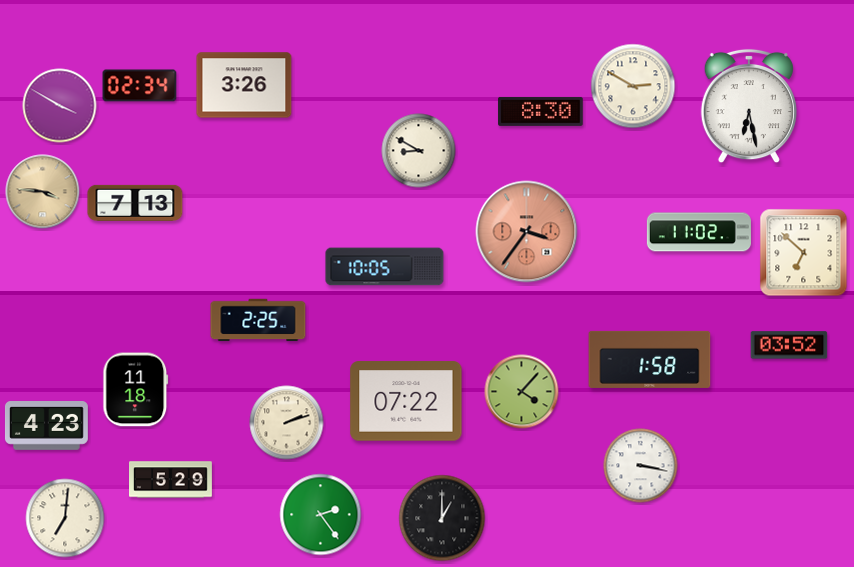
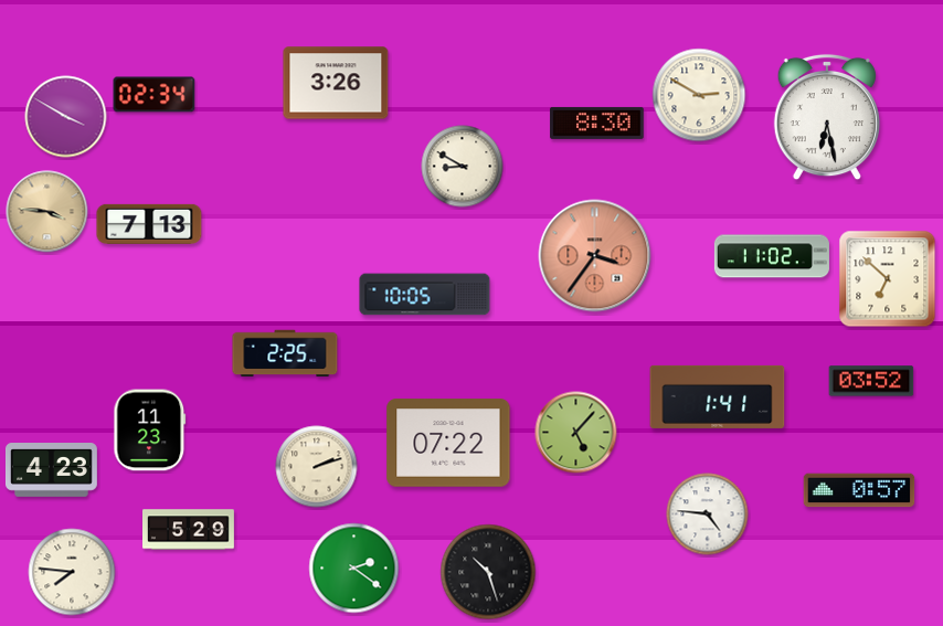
clock at (244, 85) position: (244, 85) -> (336, 83)
clock at (527, 232) position: (527, 232) -> (595, 256)
clock at (650, 359): 1:58 -> 1:41
clock at (136, 390): 11:18 -> 11:23
clock at (522, 392): 4:07 -> 5:07
clock at (859, 490): none -> 0:57
clock at (641, 466): 3:17 -> 4:46
clock at (321, 515): 2:24 -> 2:21
clock at (65, 518): 7:01 -> 7:46
clock at (442, 518): 1:00 -> 10:27
